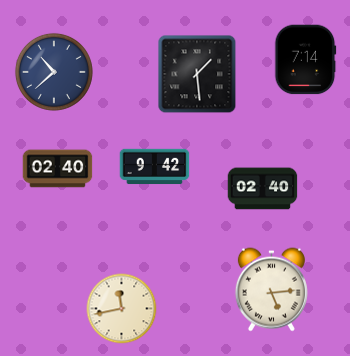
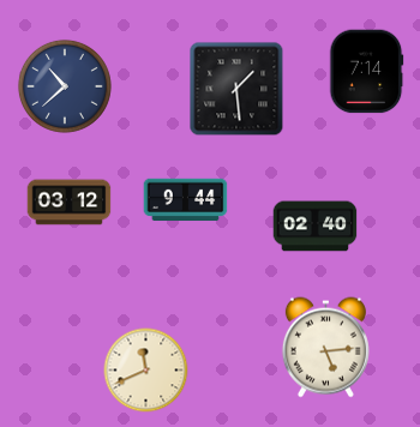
clock at (155, 167): 9:42 -> 9:44
clock at (58, 169): 02:40 -> 03:12
clock at (122, 309): 11:43 -> 11:41
